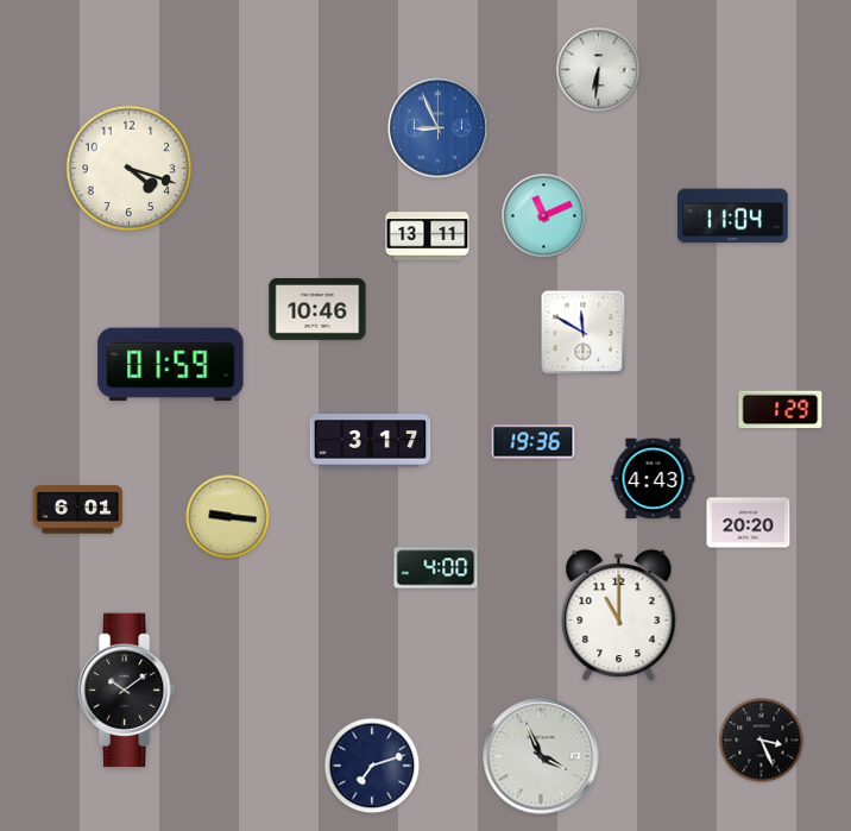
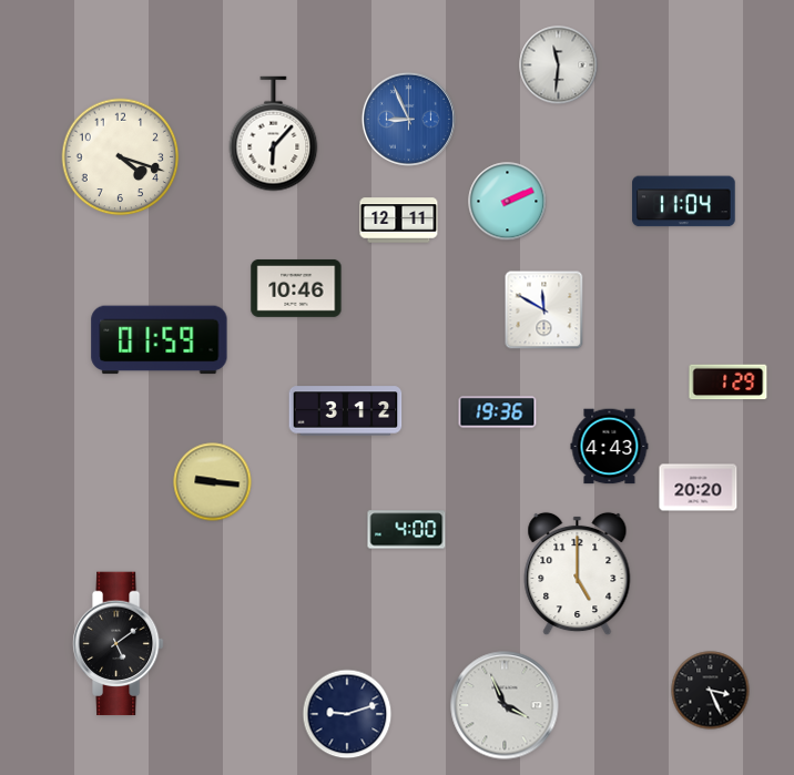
clock at (599, 70): 6:31 -> 11:31
clock at (274, 134): none -> 6:07
clock at (544, 216): 11:11 -> 2:11
clock at (428, 237): 13:11 -> 12:11
clock at (371, 441): 3:17 -> 3:12
clock at (77, 510): 6:01 -> none
clock at (619, 616): 11:00 -> 5:00
clock at (126, 691): 10:09 -> 5:09
clock at (372, 766): 7:12 -> 9:12
